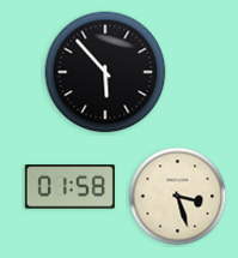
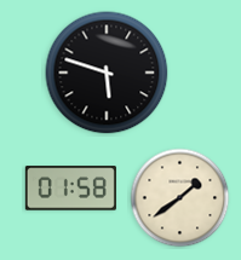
clock at (105, 72): 5:53 -> 5:48
clock at (178, 197): 3:27 -> 1:39
